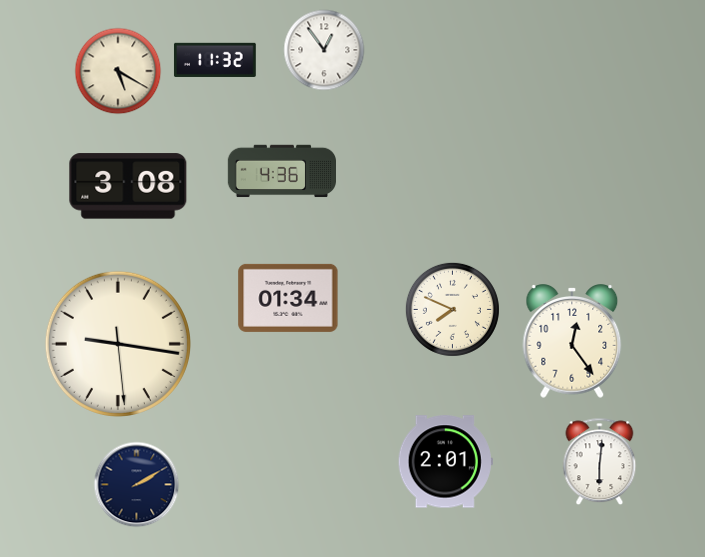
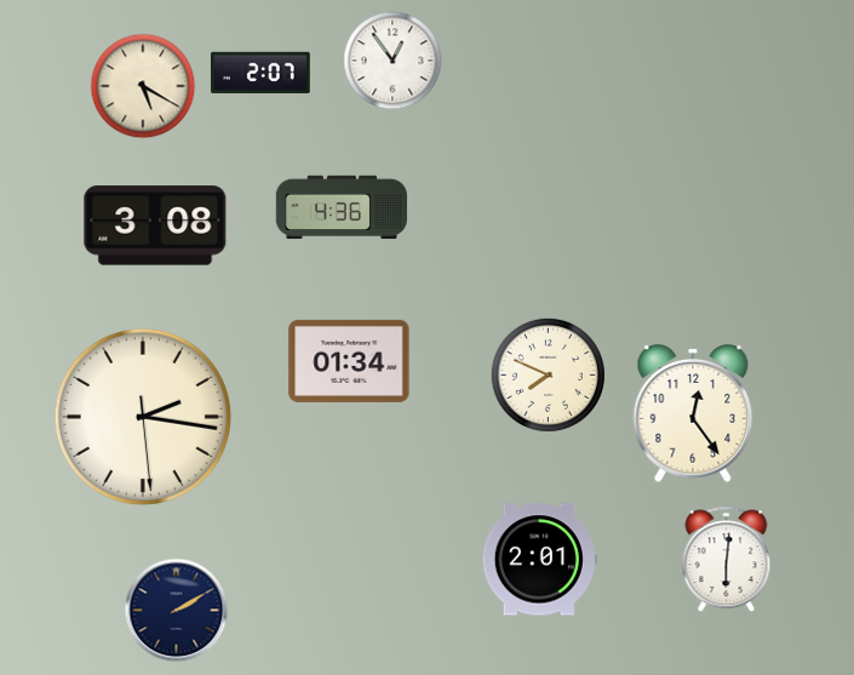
clock at (215, 60): 11:32 -> 2:07
clock at (118, 344): 9:16 -> 2:16
clock at (137, 485) position: (137, 485) -> (177, 611)
